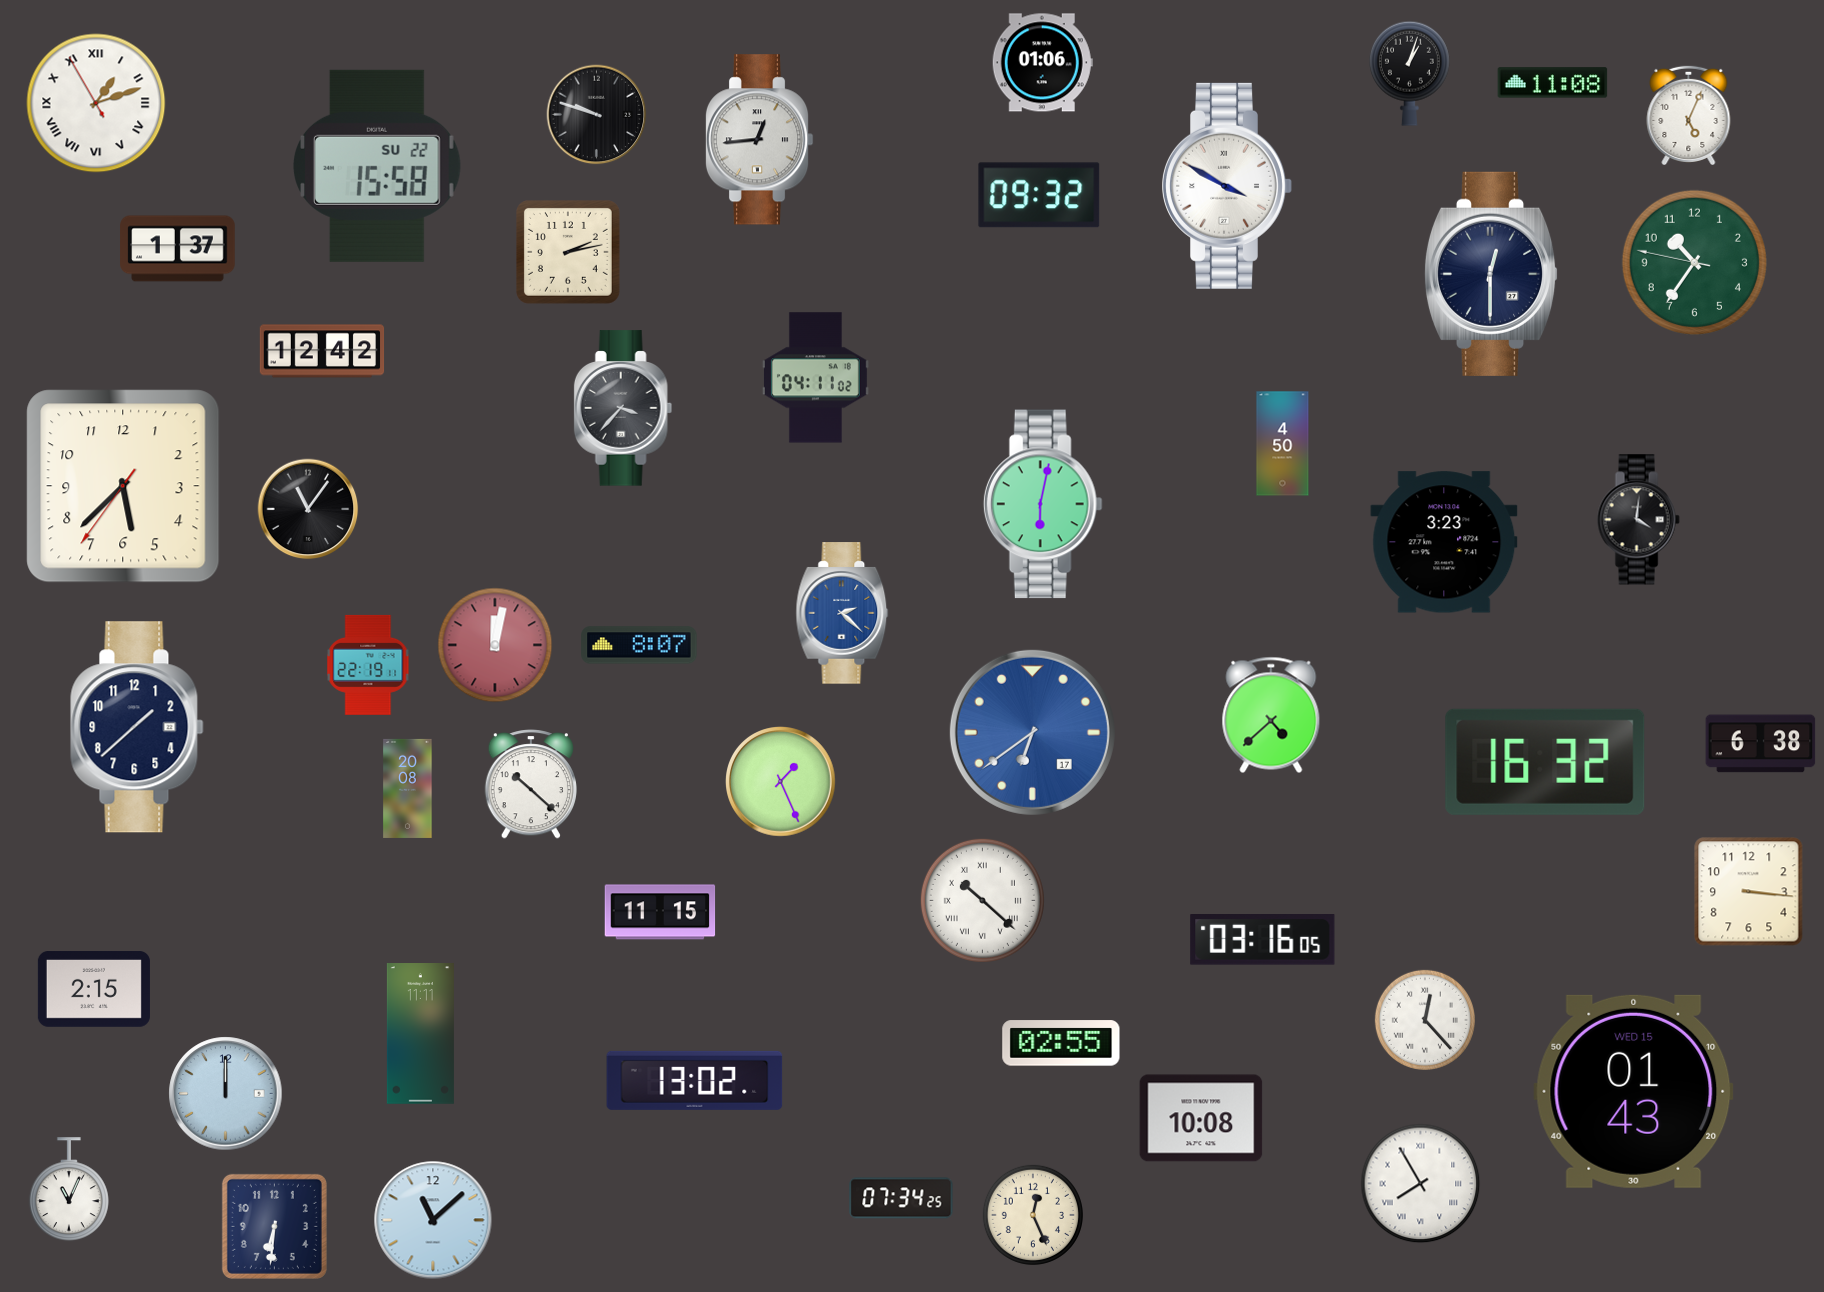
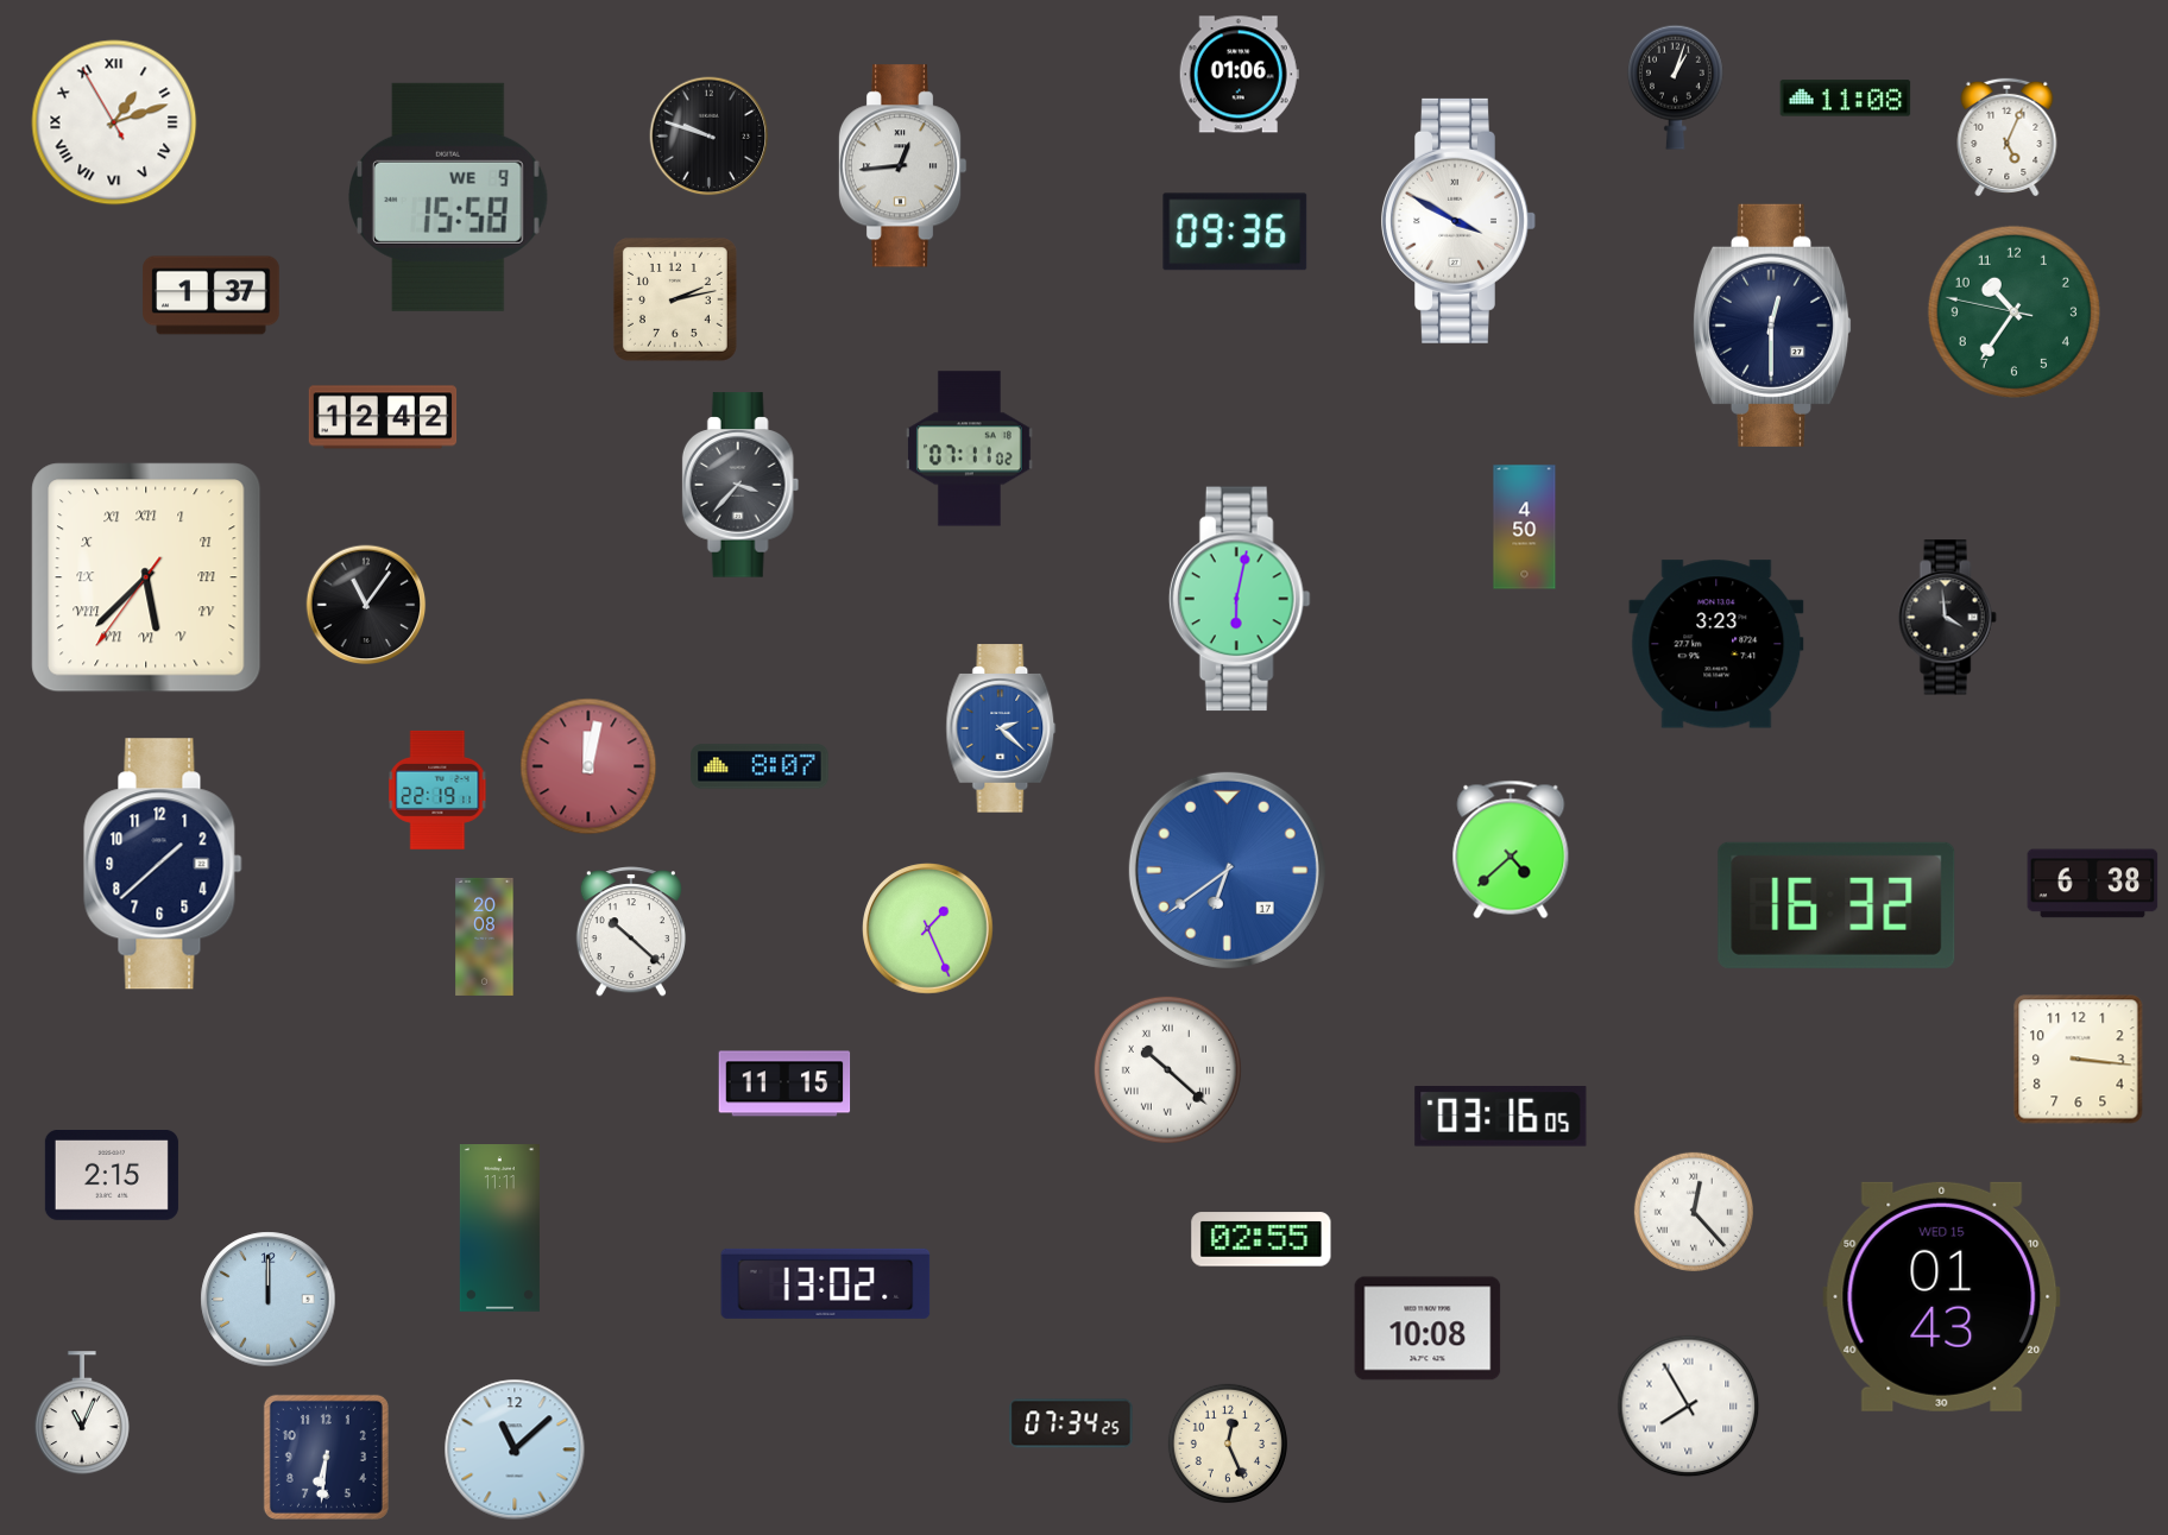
clock at (378, 166) date: SU 22 -> WE 9
clock at (1039, 195): 09:32 -> 09:36
clock at (815, 378): 04:11 -> 07:11
clock at (123, 486) numerals: Arabic -> Roman
clock at (1638, 520): 4:01 -> 3:59
